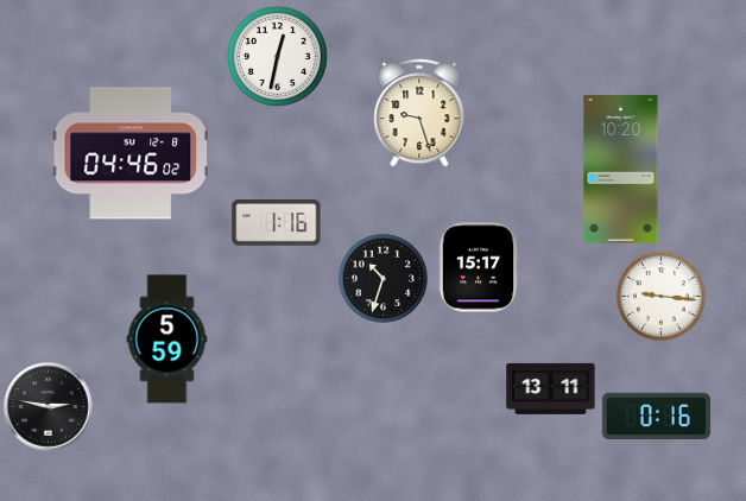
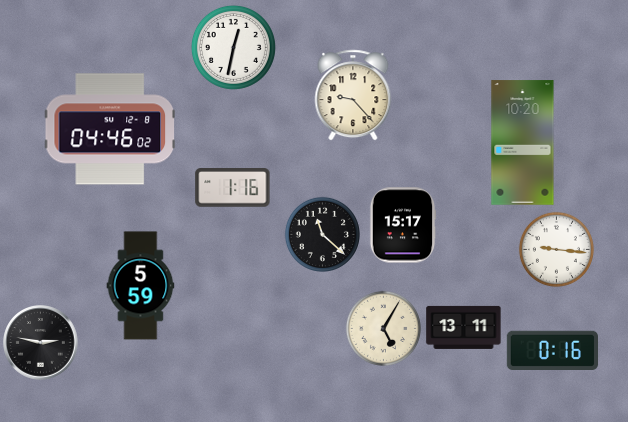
clock at (419, 113): 9:27 -> 9:23
clock at (383, 278): 10:33 -> 11:22
clock at (383, 328): none -> 5:05
